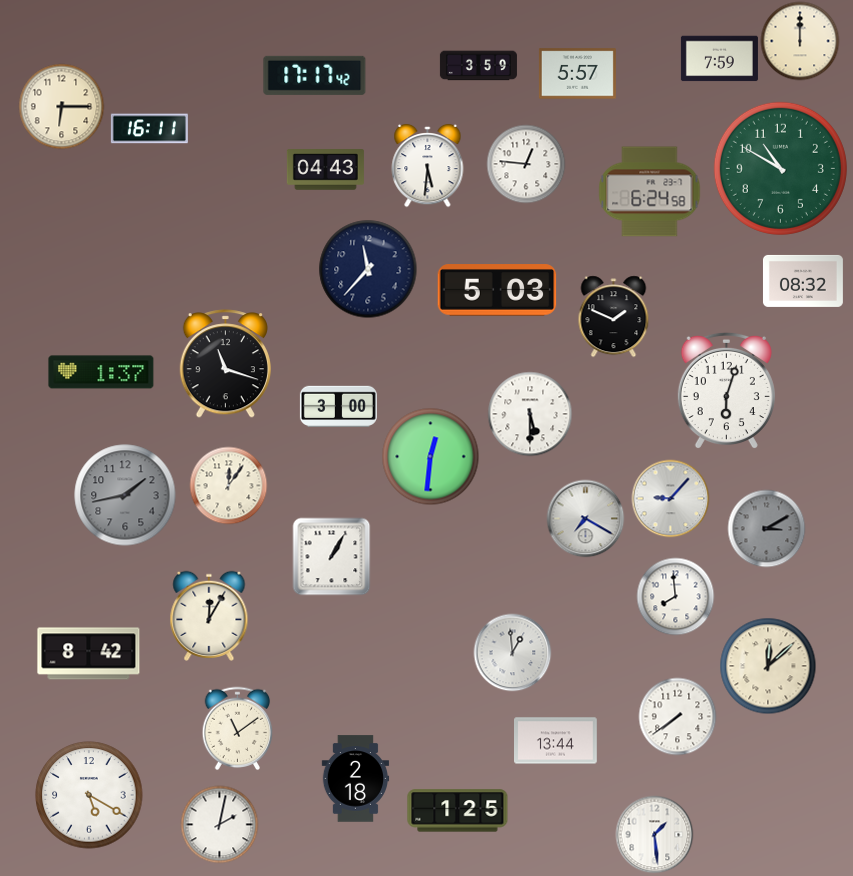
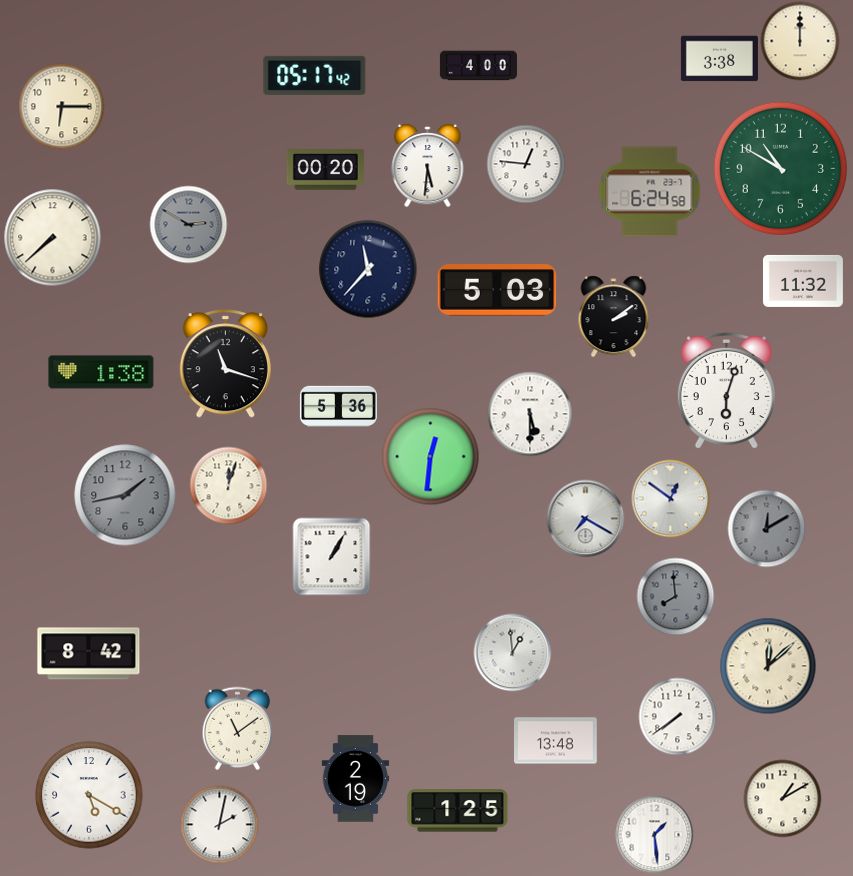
clock at (719, 59): 7:59 -> 3:38
clock at (478, 66): 3:59 -> 4:00
clock at (577, 74): 5:57 -> none
clock at (315, 75): 17:17 -> 05:17
clock at (149, 129): 16:11 -> none
clock at (325, 170): 04:43 -> 00:20
clock at (188, 224): none -> 2:50
clock at (52, 237): none -> 7:38
clock at (803, 281): 08:32 -> 11:32
clock at (614, 316): 1:49 -> 2:09
clock at (101, 372): 1:37 -> 1:38
clock at (338, 406): 3:00 -> 5:36
clock at (228, 485): 12:06 -> 12:03
clock at (670, 498): 9:07 -> 12:51
clock at (766, 528): 3:10 -> 12:10
clock at (675, 596) dial: white -> grey
clock at (209, 616): 12:05 -> none
clock at (556, 741): 13:44 -> 13:48
clock at (356, 779): 2:18 -> 2:19
clock at (782, 798): none -> 1:10
